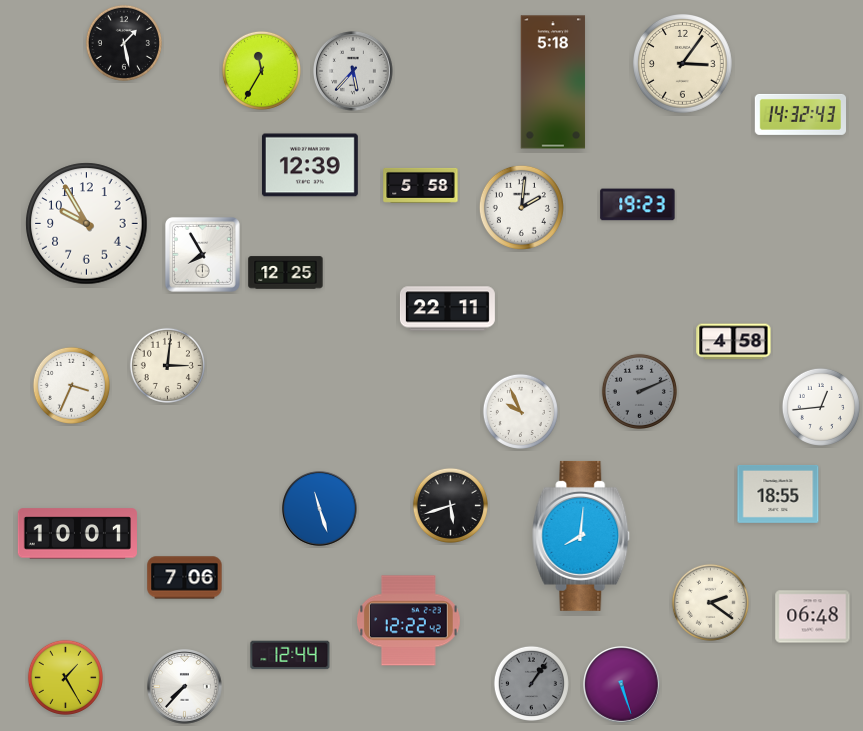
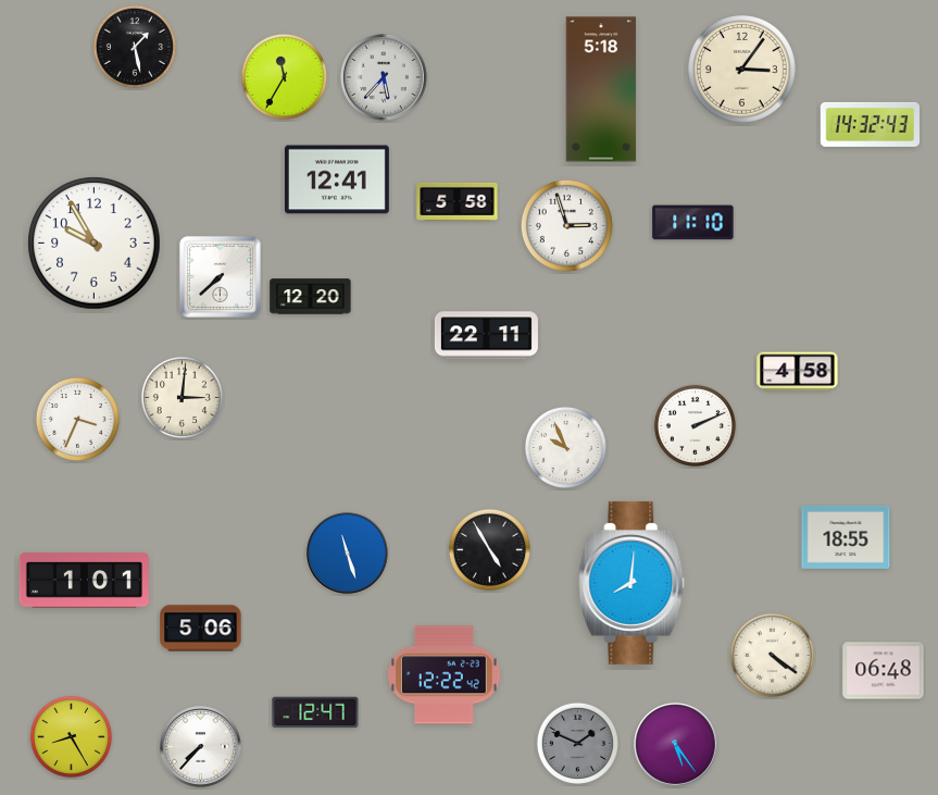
clock at (310, 165): 12:39 -> 12:41
clock at (638, 205): 19:23 -> 11:10
clock at (521, 207): 2:01 -> 2:57
clock at (202, 254): 7:55 -> 7:38
clock at (286, 273): 12:25 -> 12:20
clock at (639, 391) dial: grey -> white
clock at (821, 407): 12:44 -> none
clock at (450, 505): 5:42 -> 4:55
clock at (77, 534): 10:01 -> 1:01
clock at (185, 578): 7:06 -> 5:06
clock at (710, 602): 2:21 -> 4:21
clock at (290, 655): 12:44 -> 12:47
clock at (65, 677): 1:25 -> 8:25
clock at (531, 683): 1:06 -> 1:49
clock at (622, 685): 5:27 -> 5:24
